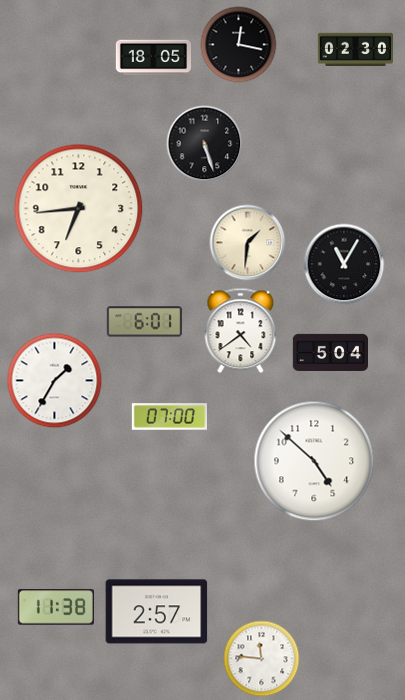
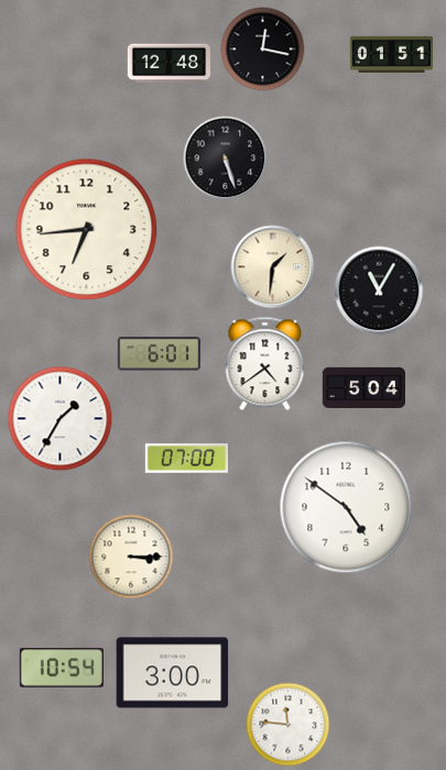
clock at (355, 49): 02:30 -> 01:51
clock at (153, 58): 18:05 -> 12:48
clock at (314, 461): 4:52 -> 4:51
clock at (131, 557): none -> 3:15
clock at (56, 607): 11:38 -> 10:54
clock at (157, 612): 2:57 -> 3:00
